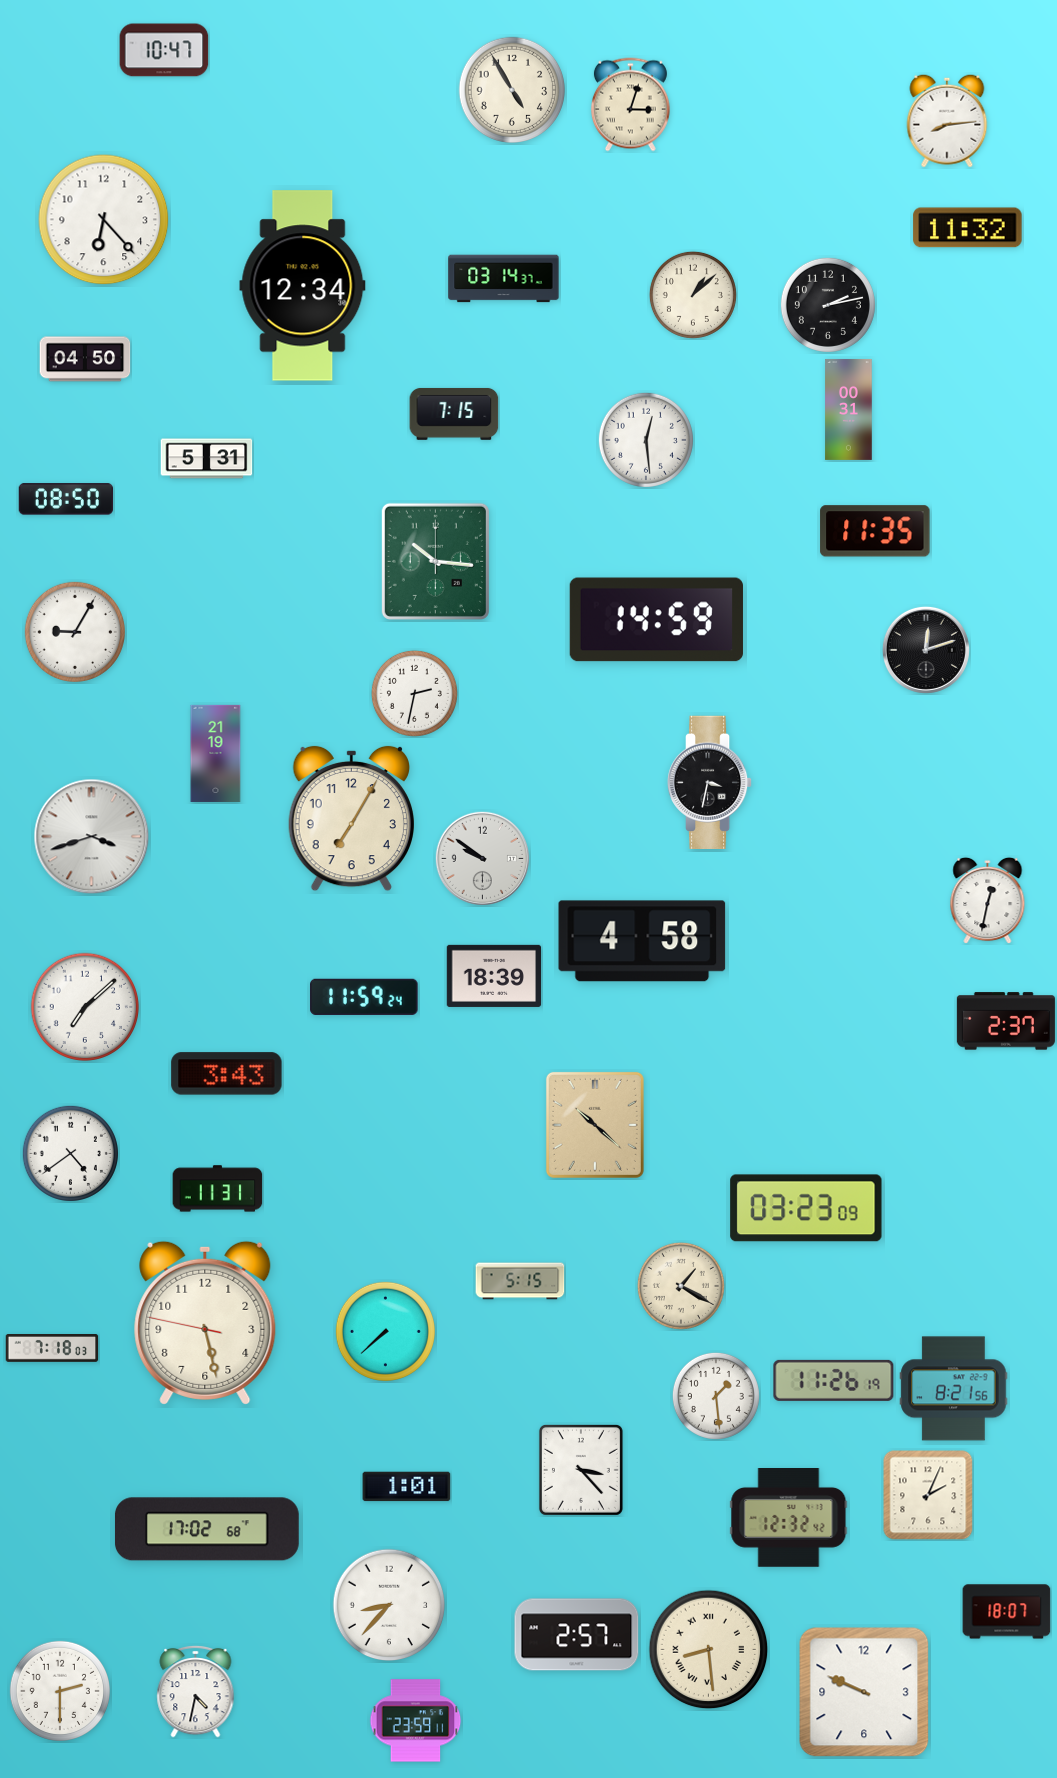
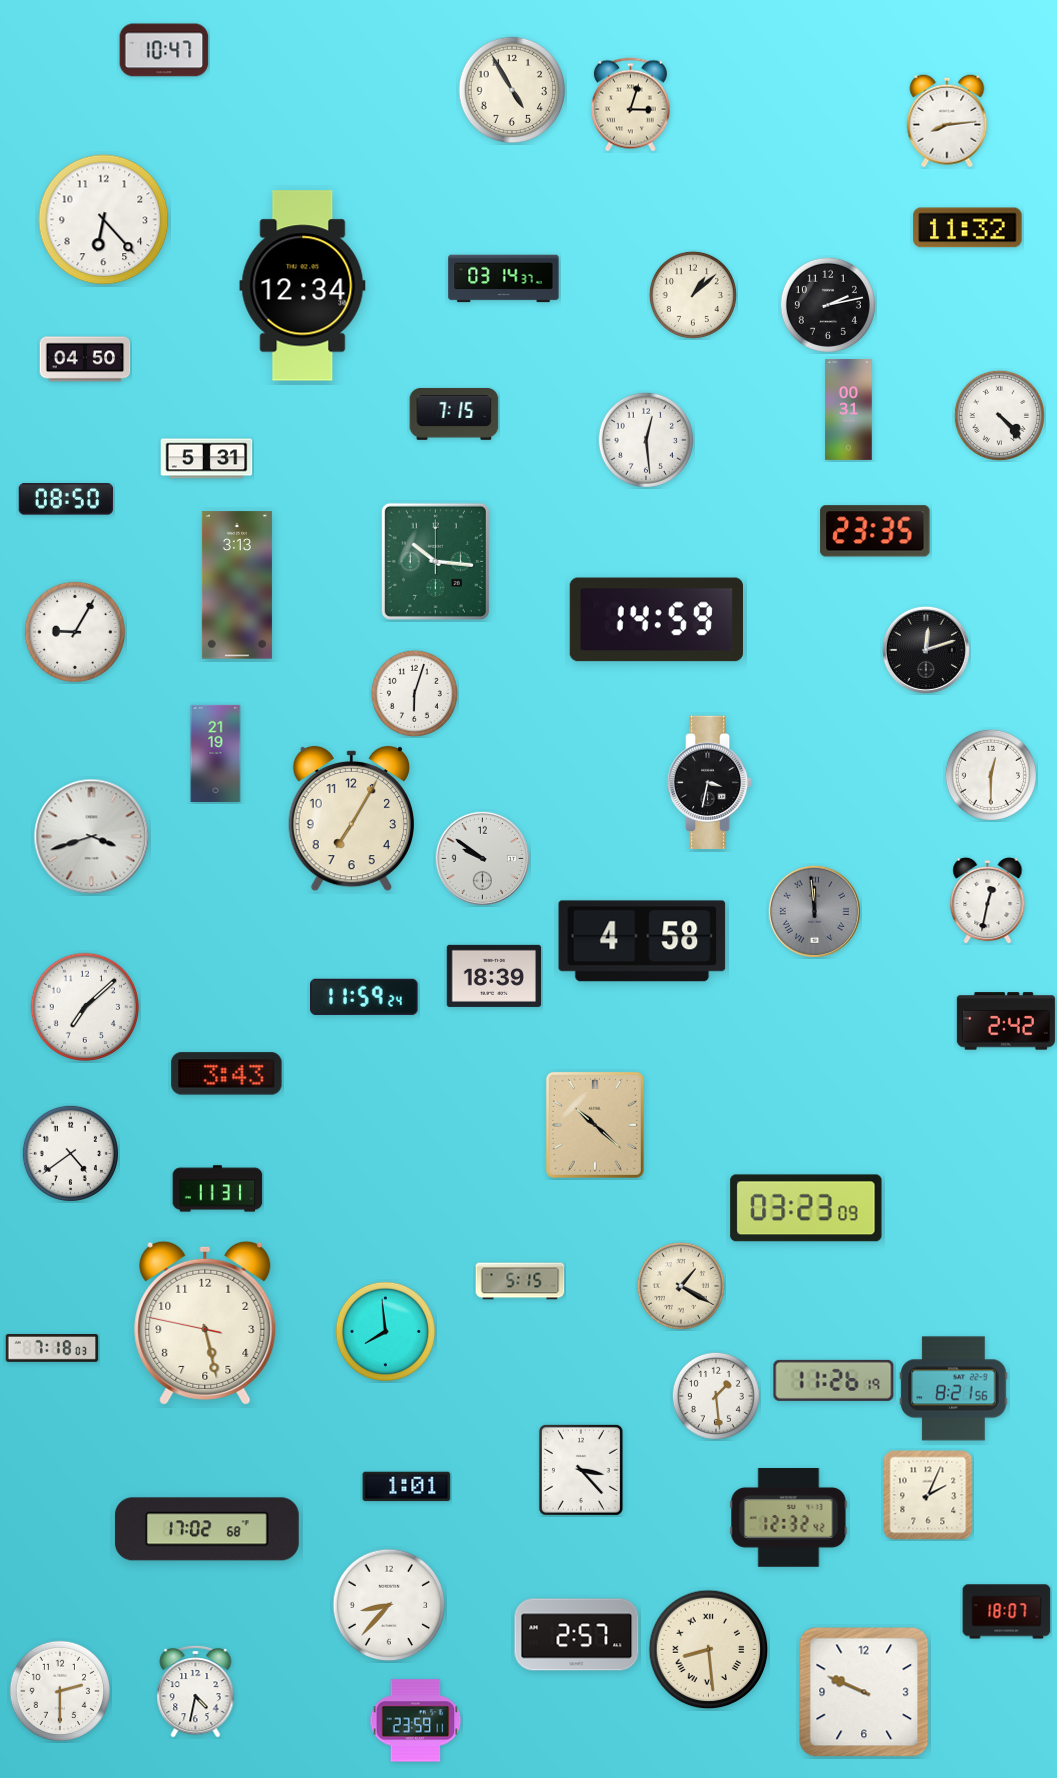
clock at (999, 415): none -> 4:23
clock at (875, 531): 11:35 -> 23:35
clock at (237, 585): none -> 3:13
clock at (414, 693): 2:32 -> 6:03
clock at (991, 775): none -> 12:30
clock at (814, 911): none -> 11:59
clock at (1006, 1021): 2:37 -> 2:42
clock at (385, 1331): 7:38 -> 7:59
